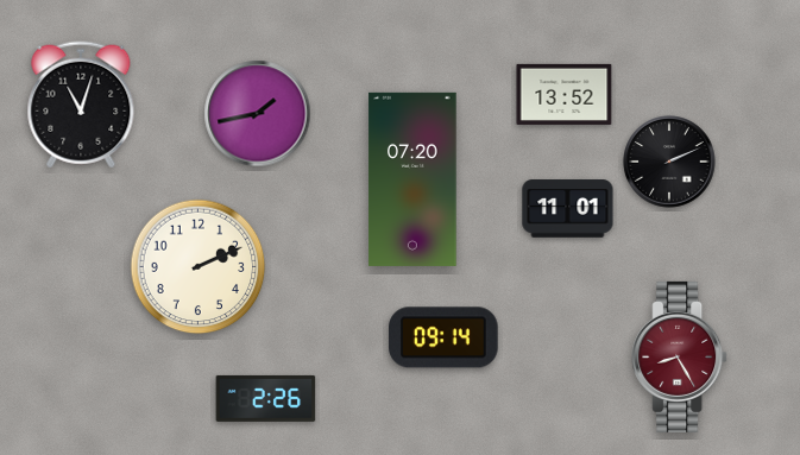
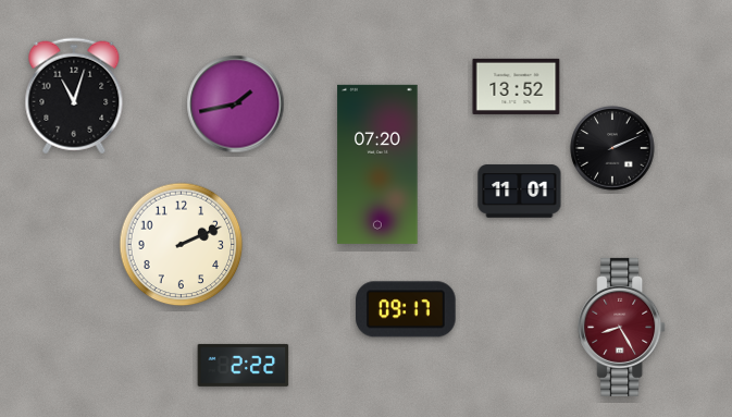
clock at (443, 337): 09:14 -> 09:17
clock at (266, 398): 2:26 -> 2:22
